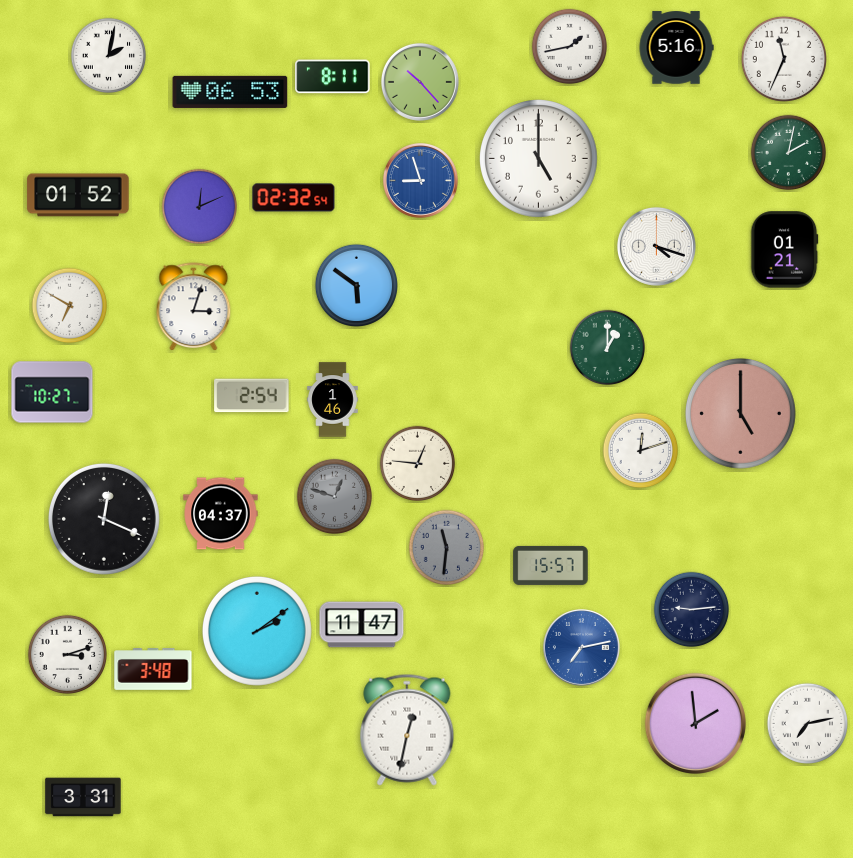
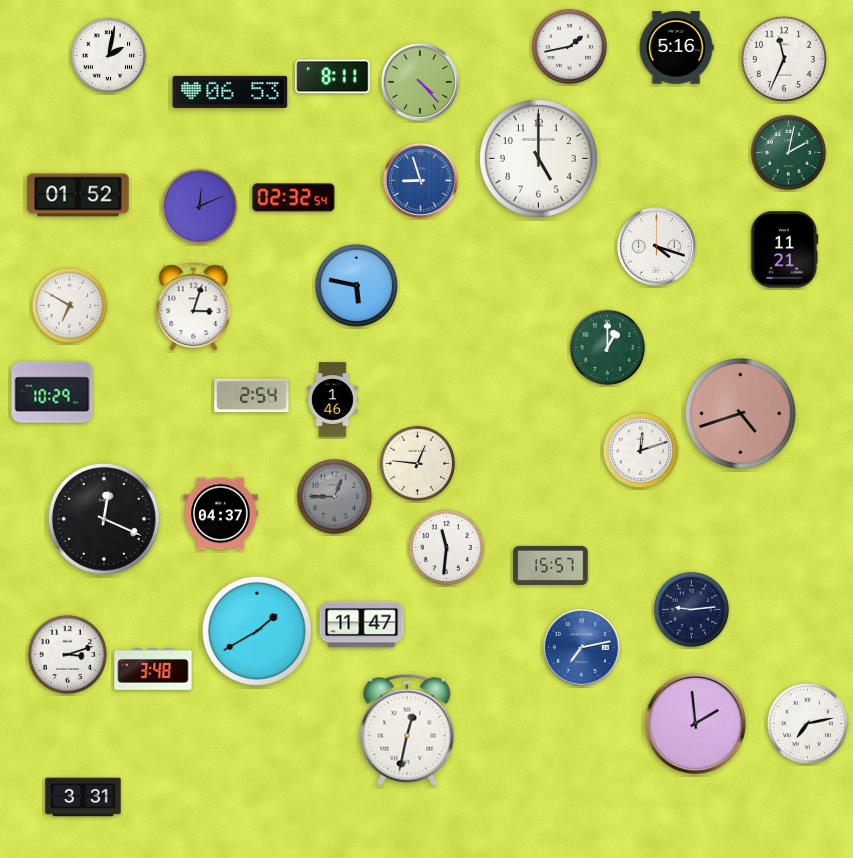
clock at (420, 82): 10:23 -> 4:23
clock at (784, 250): 01:21 -> 11:21
clock at (356, 285): 5:51 -> 5:47
clock at (52, 392): 10:27 -> 10:29
clock at (740, 413): 5:00 -> 4:42
clock at (335, 497): 12:48 -> 12:45
clock at (447, 548) dial: grey -> white
clock at (257, 631): 2:09 -> 1:40
